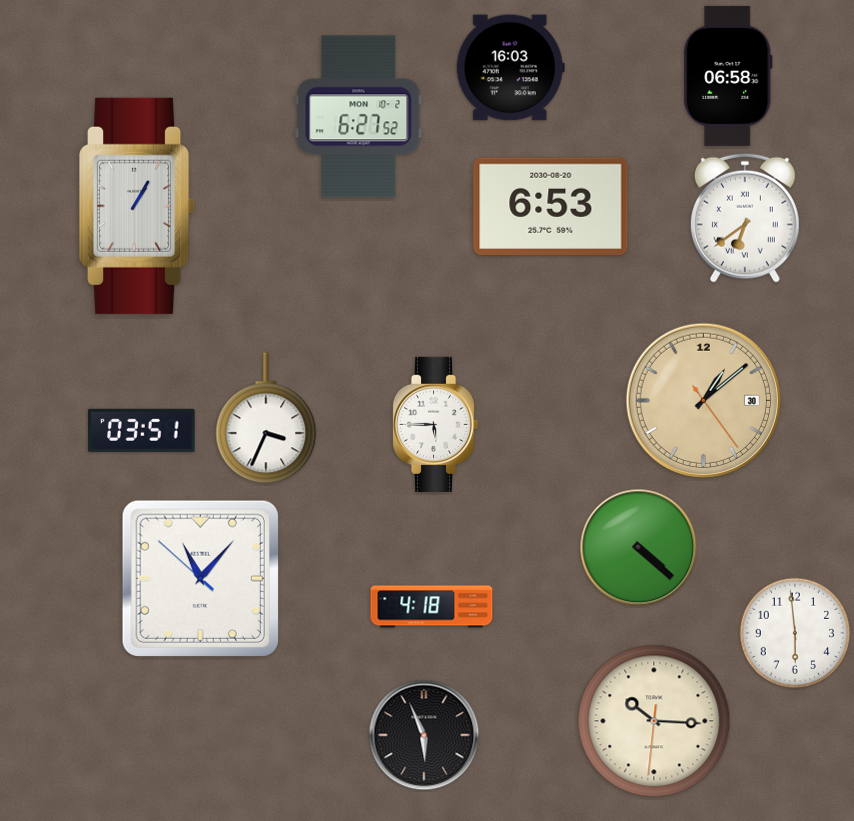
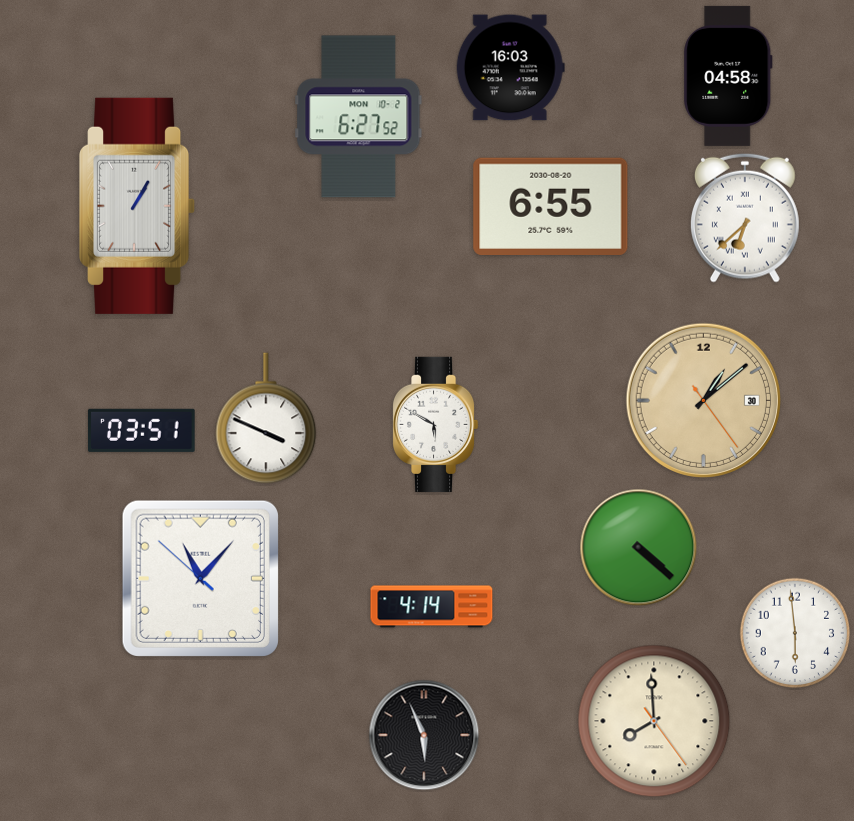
clock at (728, 76): 06:58 -> 04:58
clock at (551, 206): 6:53 -> 6:55
clock at (745, 218): 6:39 -> 6:38
clock at (266, 418): 3:34 -> 3:49
clock at (435, 424): 5:45 -> 5:50
clock at (432, 607): 4:18 -> 4:14
clock at (654, 721): 10:15 -> 7:59
